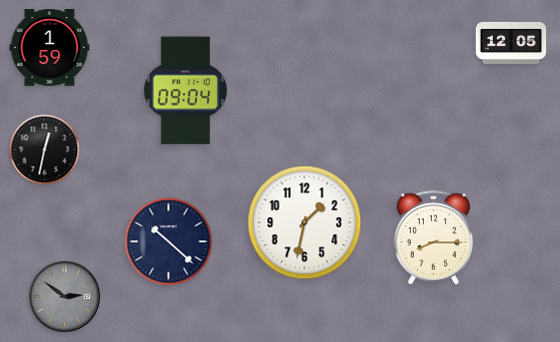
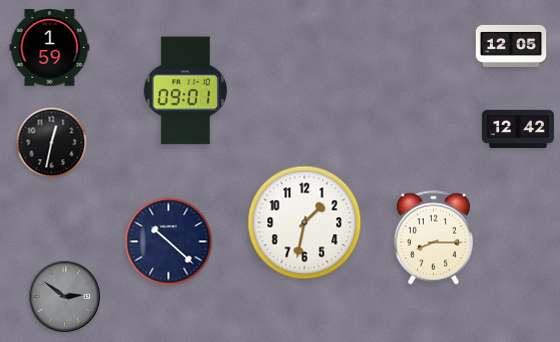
clock at (511, 43) position: (511, 43) -> (511, 46)
clock at (185, 91): 09:04 -> 09:01
clock at (518, 129): none -> 12:42
clock at (45, 150) position: (45, 150) -> (52, 143)
